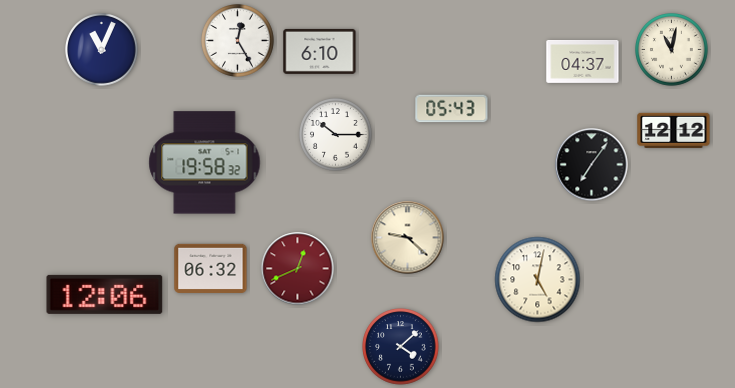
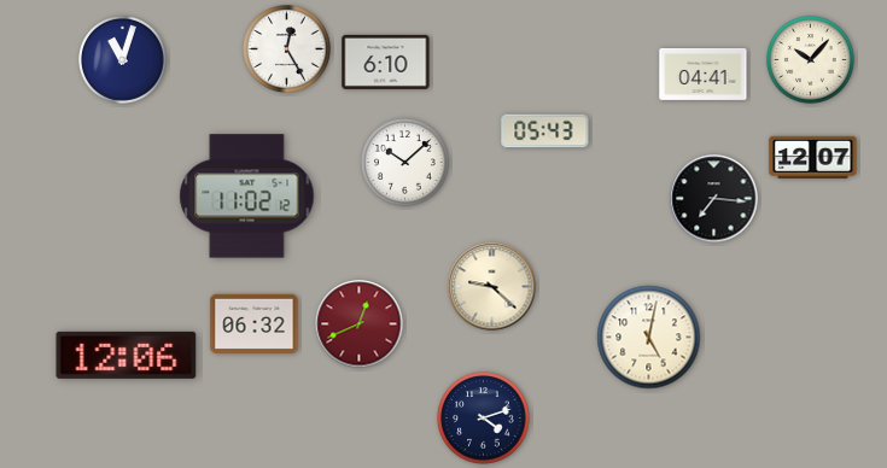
clock at (102, 50): 11:04 -> 11:03
clock at (672, 50): 11:02 -> 10:07
clock at (583, 61): 04:37 -> 04:41
clock at (674, 130): 12:12 -> 12:07
clock at (336, 135): 10:15 -> 10:08
clock at (205, 163): 19:58 -> 11:02
clock at (592, 165): 7:06 -> 7:16
clock at (401, 347): 4:08 -> 4:12
